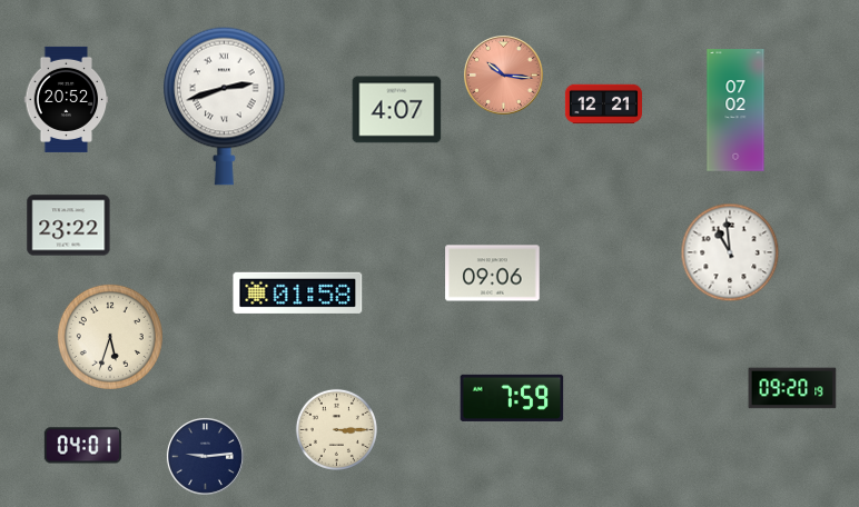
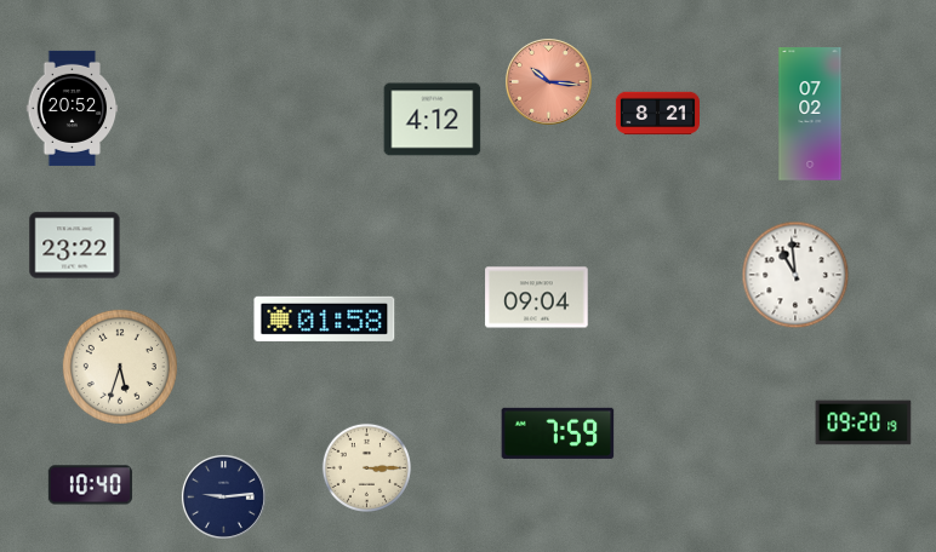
clock at (603, 105): 12:21 -> 8:21
clock at (225, 106): 2:42 -> none
clock at (397, 110): 4:07 -> 4:12
clock at (735, 110) position: (735, 110) -> (810, 114)
clock at (493, 274): 09:06 -> 09:04
clock at (82, 446): 04:01 -> 10:40
